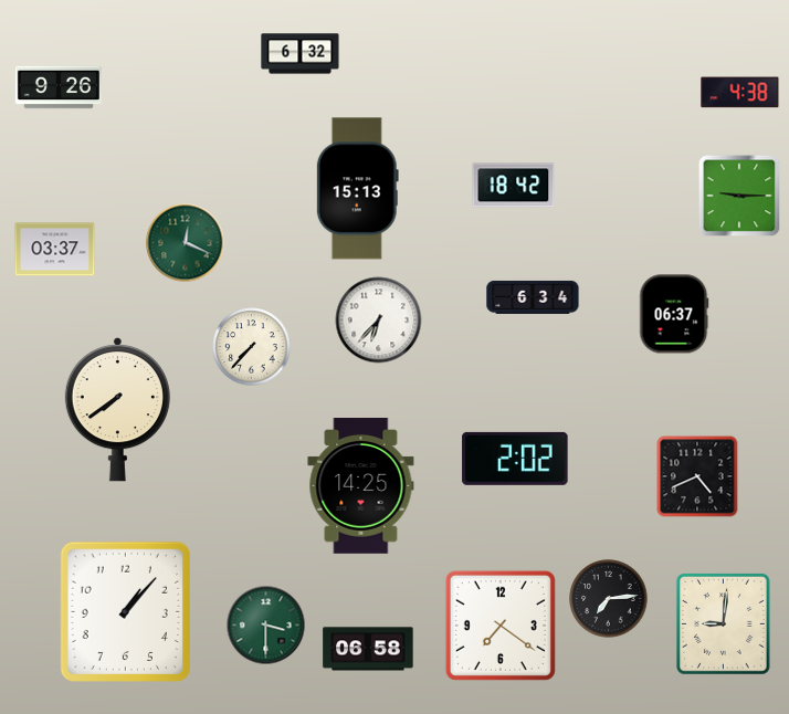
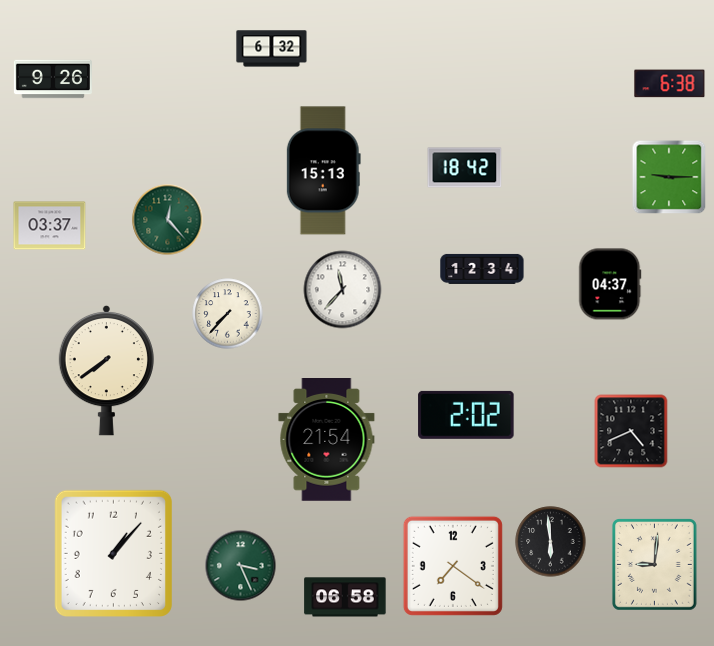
clock at (740, 93): 4:38 -> 6:38
clock at (186, 243): 12:19 -> 12:23
clock at (533, 297): 6:34 -> 12:34
clock at (674, 314): 06:37 -> 04:37
clock at (379, 321): 6:37 -> 11:37
clock at (361, 486): 14:25 -> 21:54
clock at (609, 599): 7:14 -> 5:59
clock at (266, 626): 3:30 -> 3:26
clock at (368, 649) position: (368, 649) -> (345, 597)
